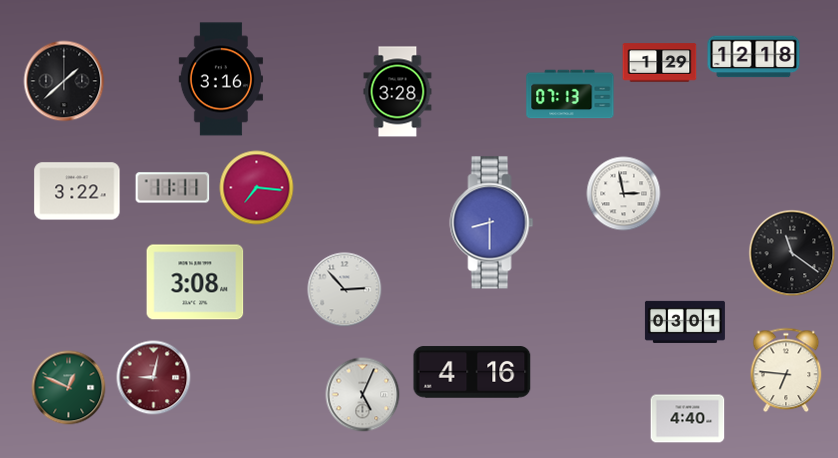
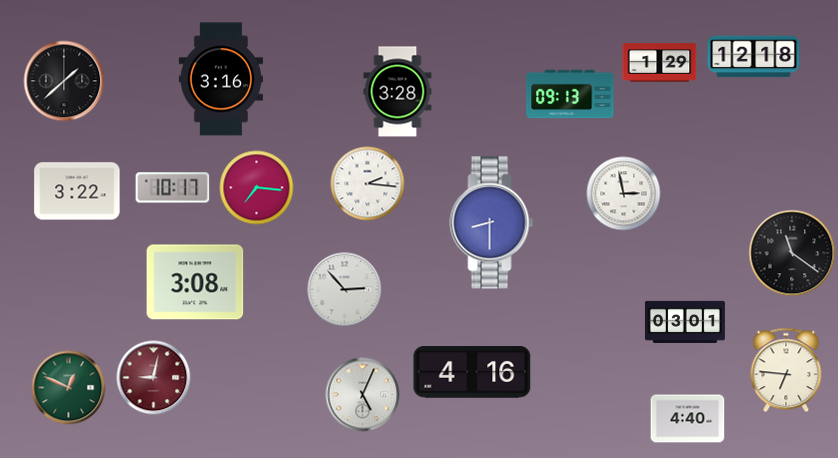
clock at (570, 94): 07:13 -> 09:13
clock at (368, 184): none -> 2:16
clock at (173, 188): 11:11 -> 10:17
